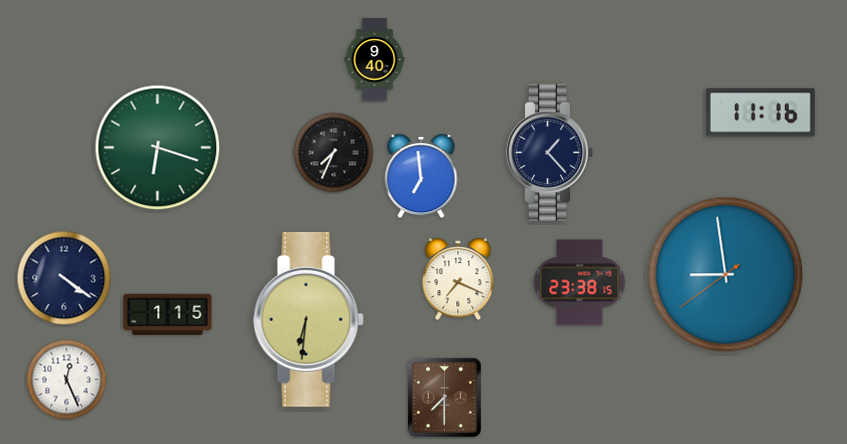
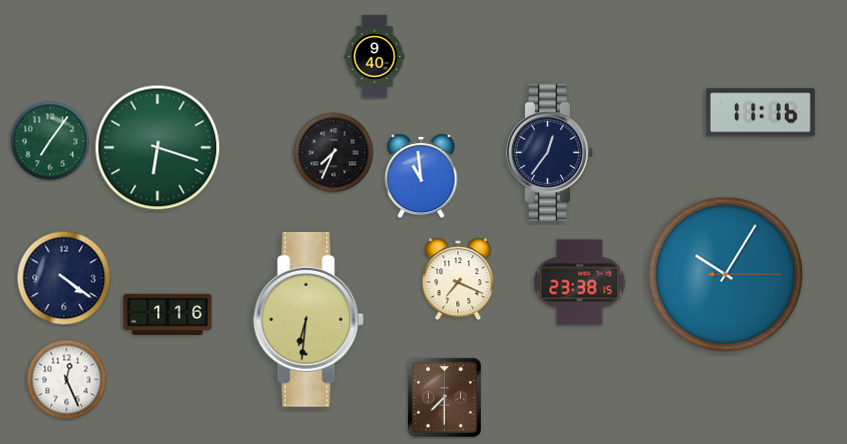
clock at (375, 60) position: (375, 60) -> (375, 57)
clock at (50, 141): none -> 7:06
clock at (550, 152): 1:23 -> 12:36
clock at (421, 176): 6:59 -> 10:59
clock at (726, 275): 8:58 -> 10:05
clock at (168, 314): 1:15 -> 1:16
